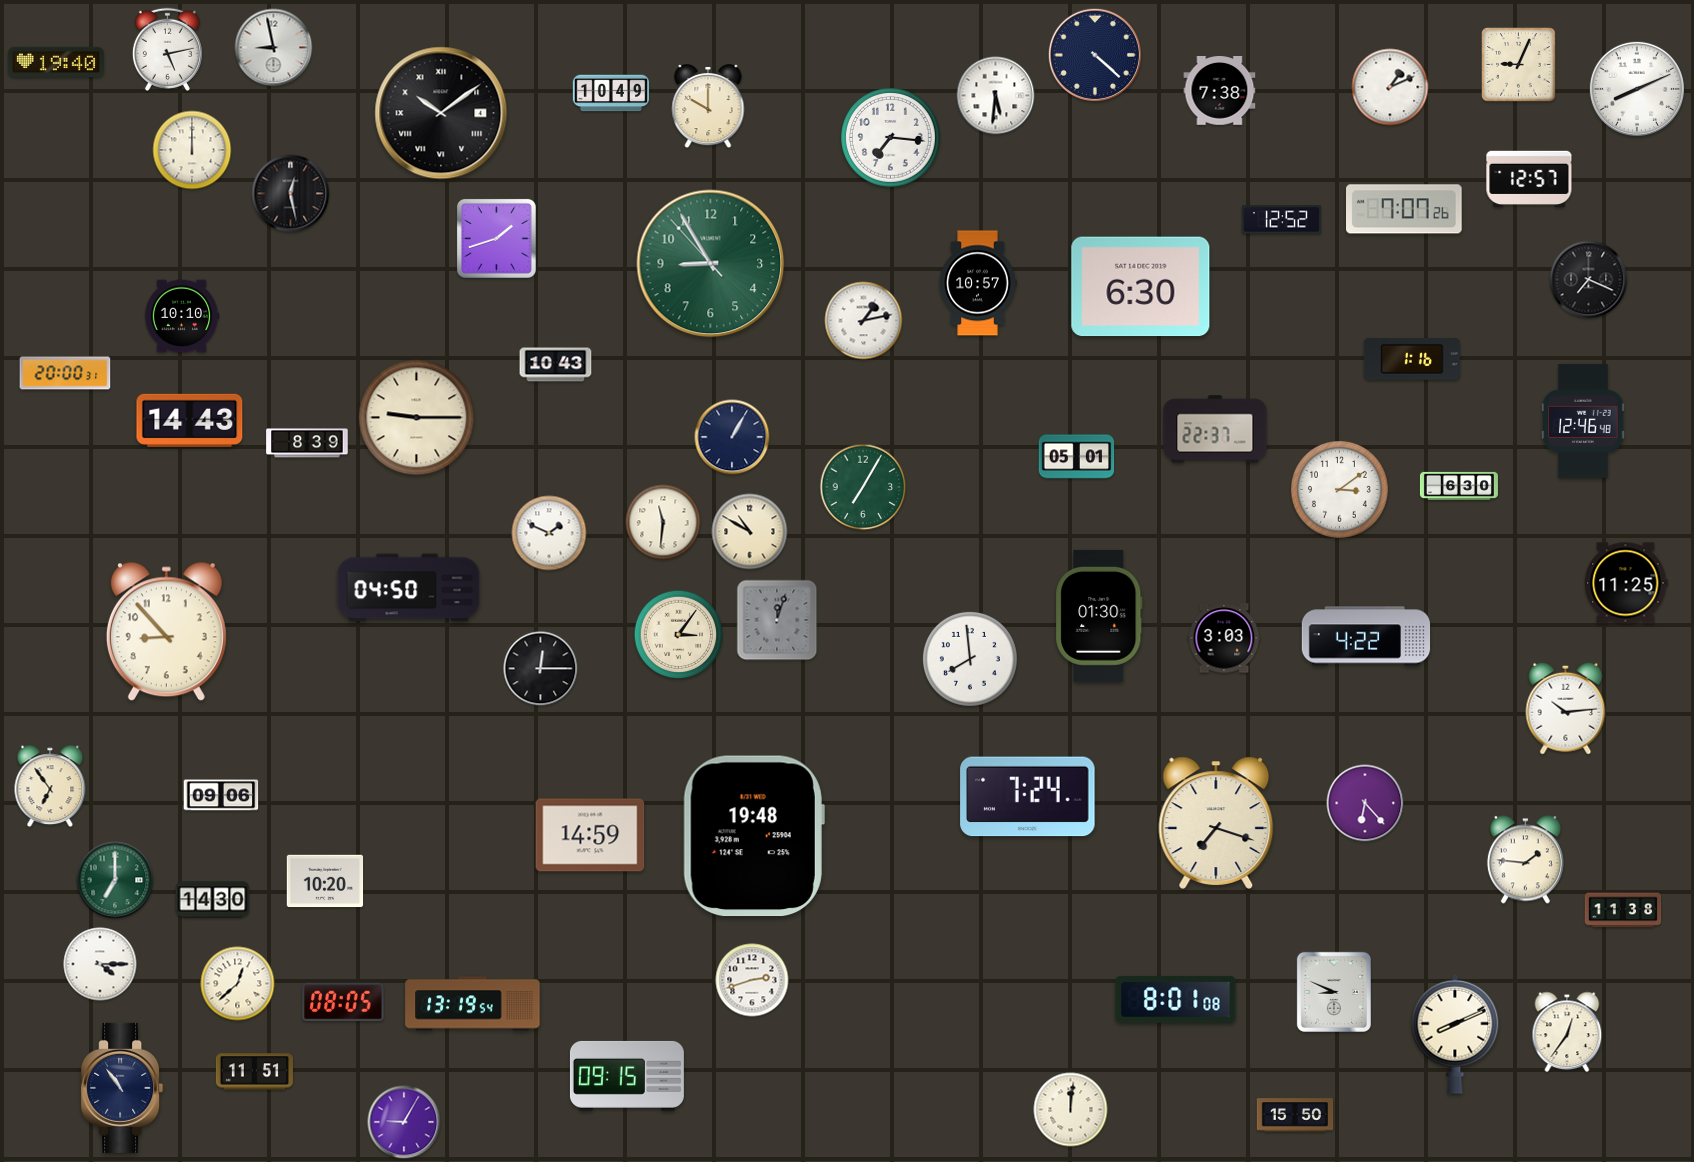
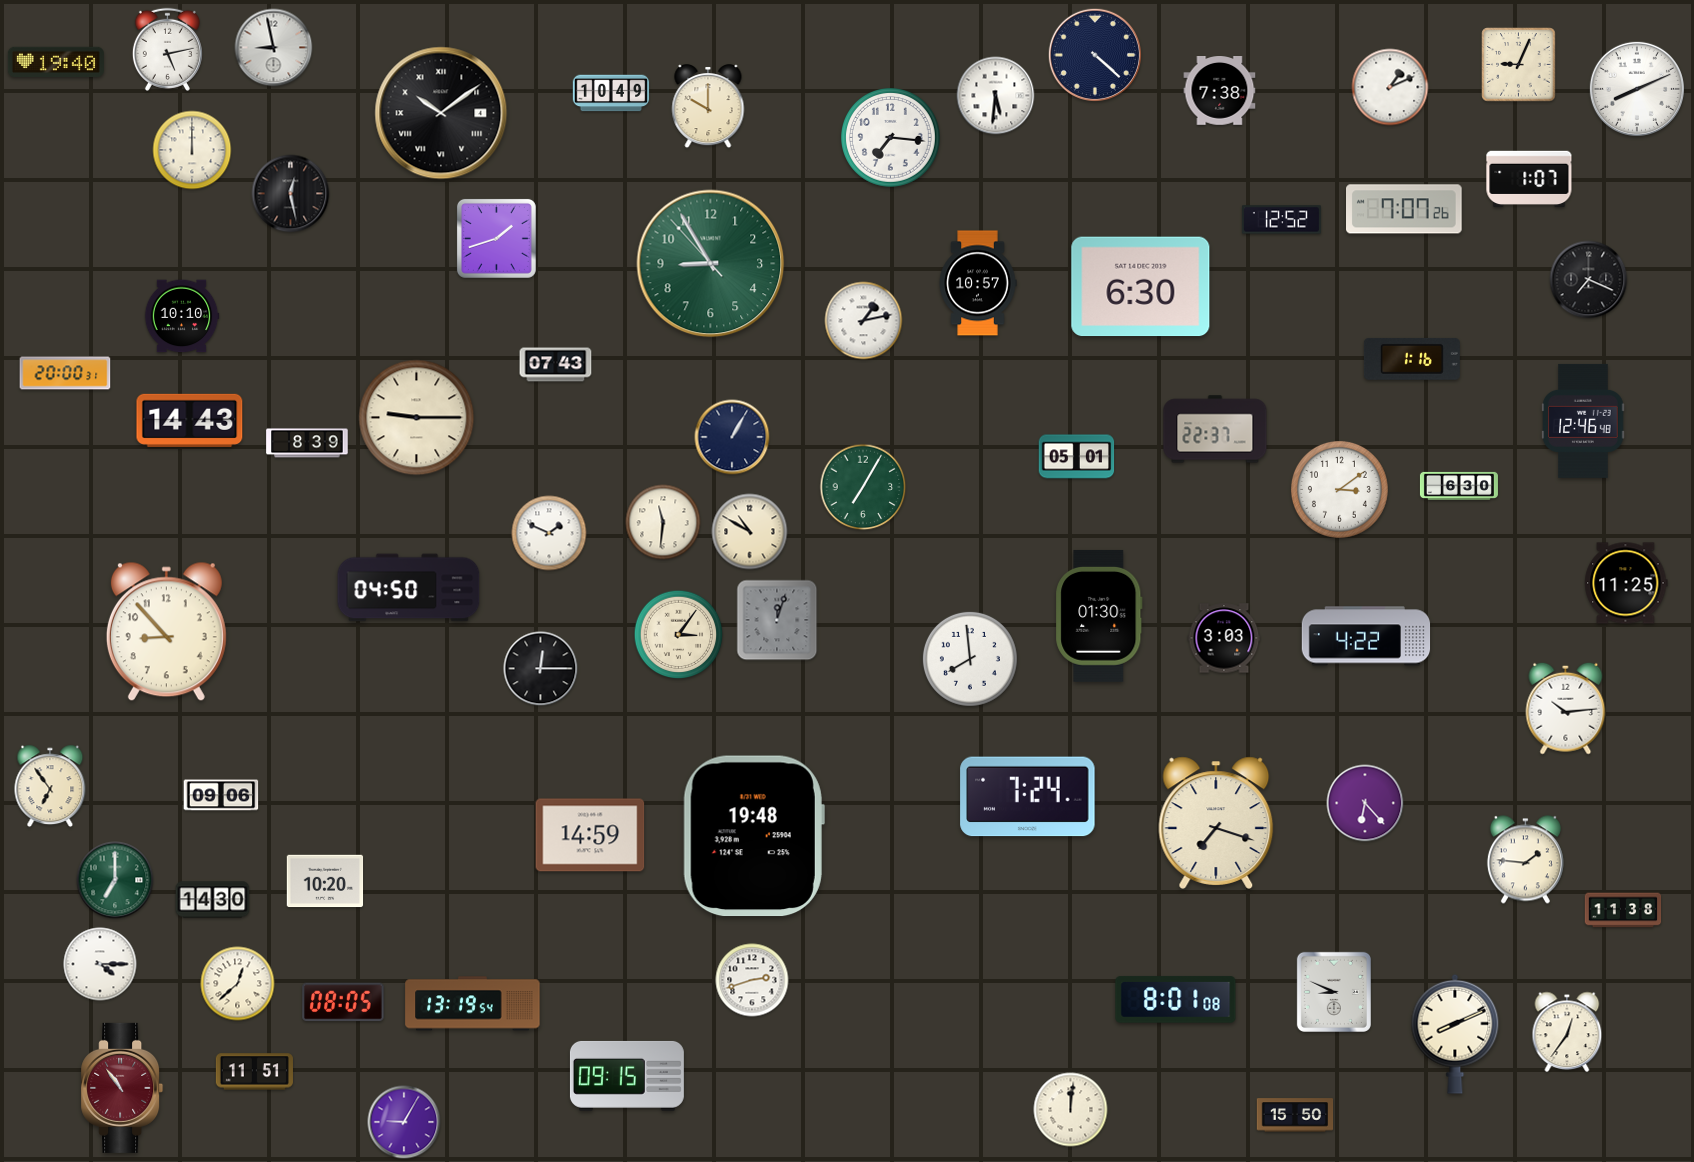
clock at (1529, 179): 12:57 -> 1:07
clock at (556, 365): 10:43 -> 07:43
clock at (122, 1088) dial: navy -> burgundy
